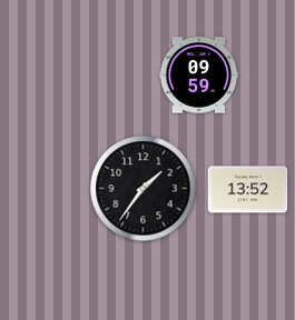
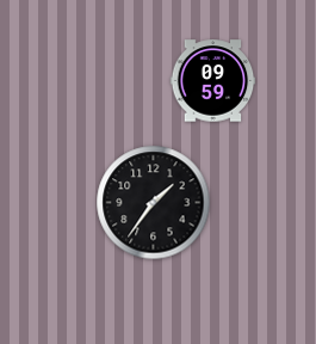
clock at (248, 190): 13:52 -> none
